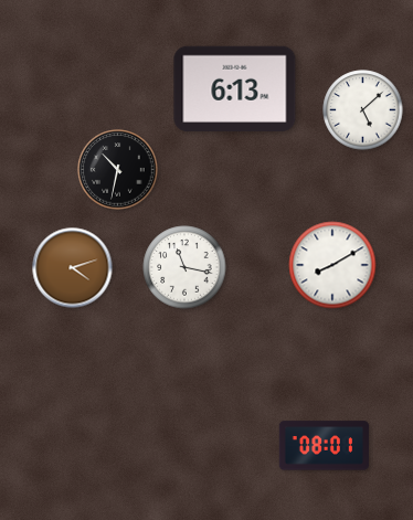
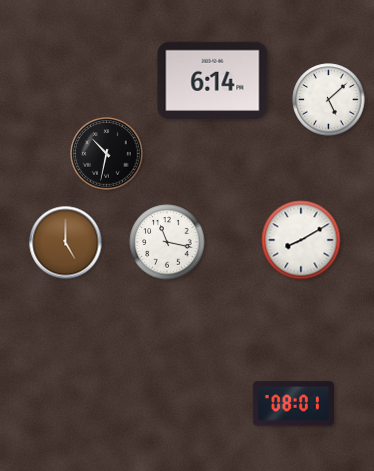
clock at (235, 88): 6:13 -> 6:14
clock at (73, 268): 4:12 -> 5:00
